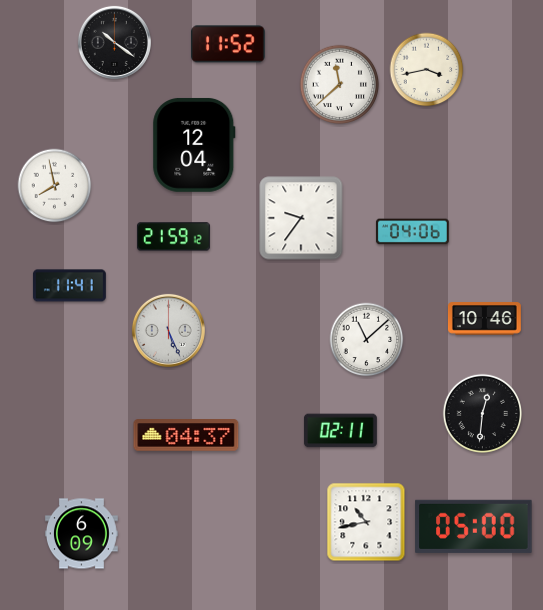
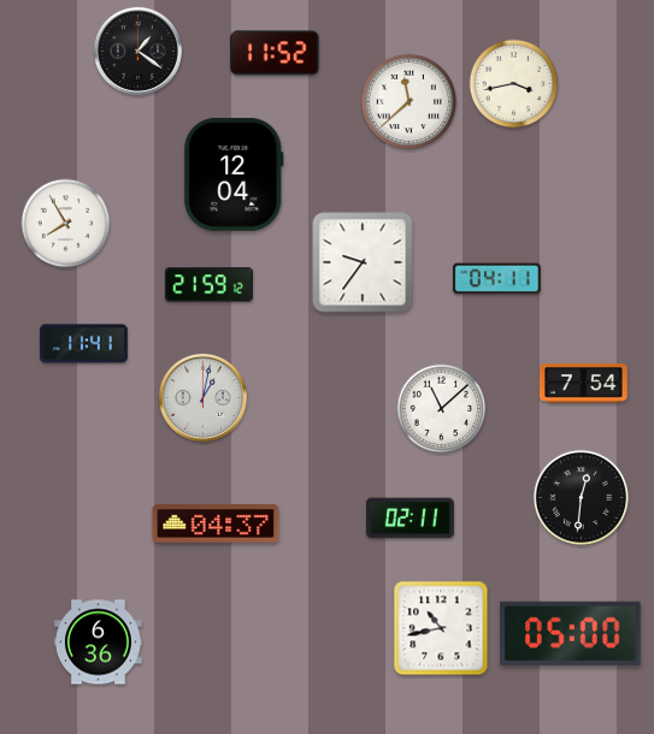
clock at (114, 42): 10:21 -> 1:21
clock at (55, 186): 7:58 -> 7:55
clock at (412, 232): 04:06 -> 04:11
clock at (484, 319): 10:46 -> 7:54
clock at (168, 330): 5:26 -> 1:02
clock at (186, 435) position: (186, 435) -> (216, 523)
clock at (81, 534): 6:09 -> 6:36
